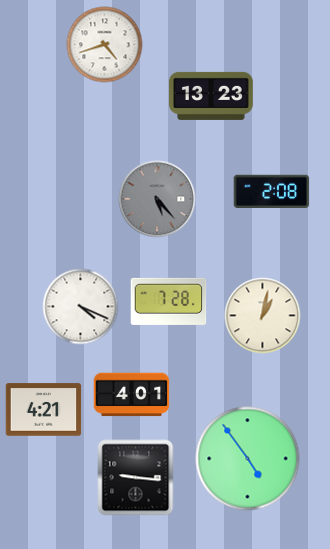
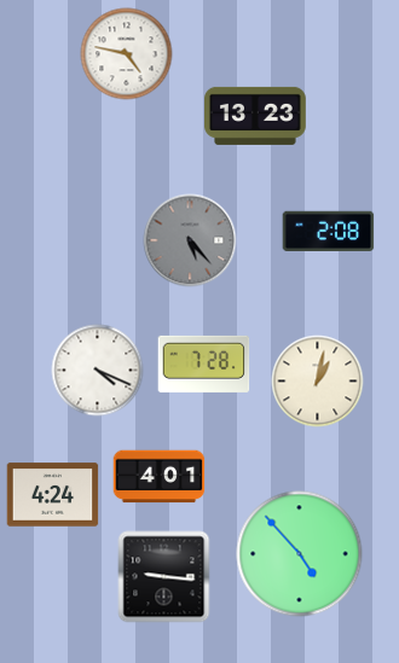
clock at (105, 45): 4:42 -> 4:47
clock at (44, 410): 4:21 -> 4:24
clock at (248, 459): 4:54 -> 4:53
